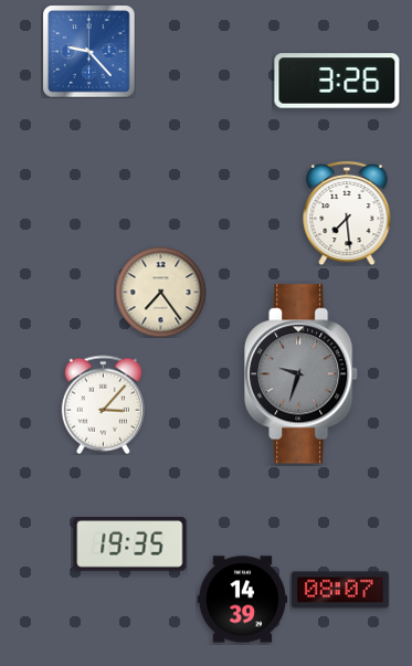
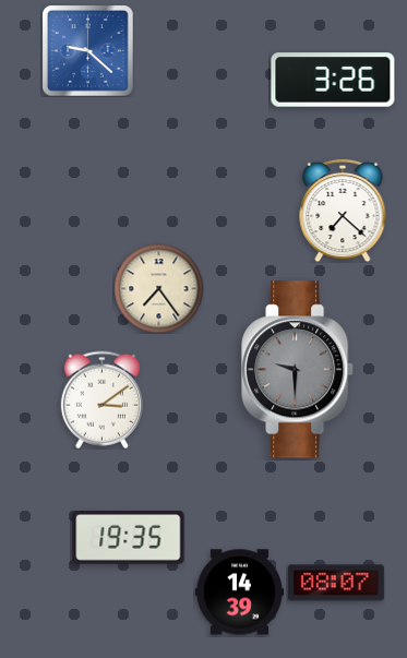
clock at (88, 51): 9:23 -> 9:22
clock at (347, 213): 7:29 -> 7:22
clock at (302, 374): 9:33 -> 9:30
clock at (103, 404): 3:07 -> 3:09
